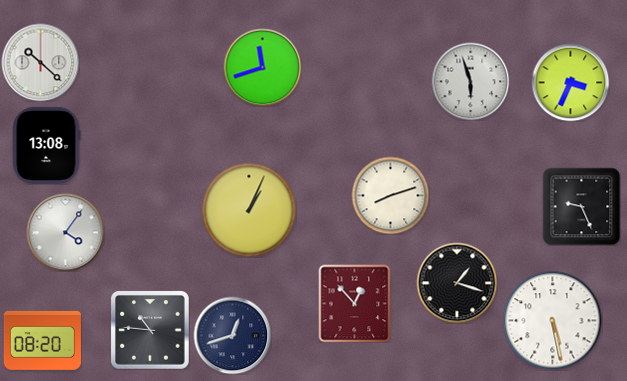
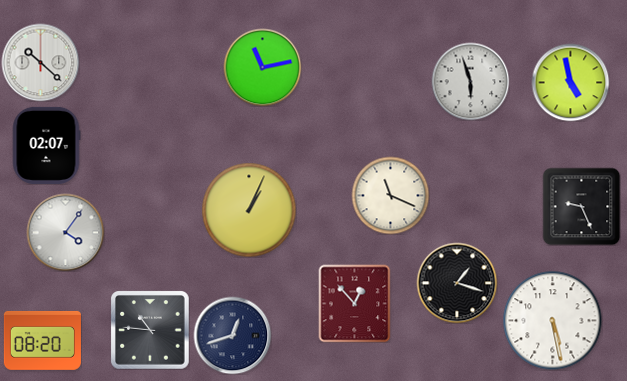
clock at (262, 67): 11:42 -> 11:13
clock at (570, 82): 3:34 -> 4:58
clock at (46, 145): 13:08 -> 02:07
clock at (390, 195): 8:12 -> 11:19
